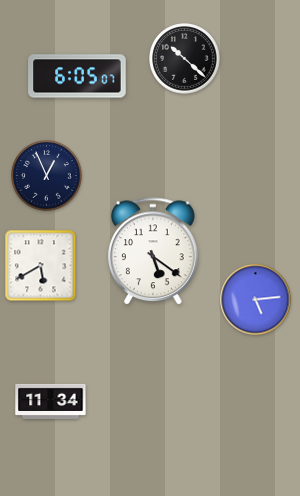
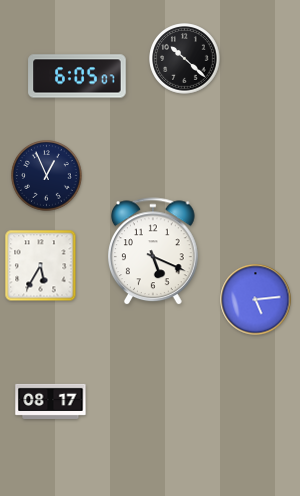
clock at (154, 252): 5:21 -> 5:19
clock at (41, 266): 5:40 -> 5:35
clock at (51, 401): 11:34 -> 08:17
